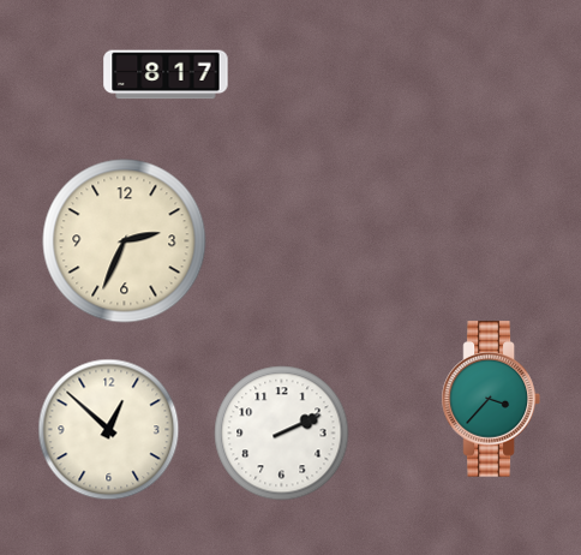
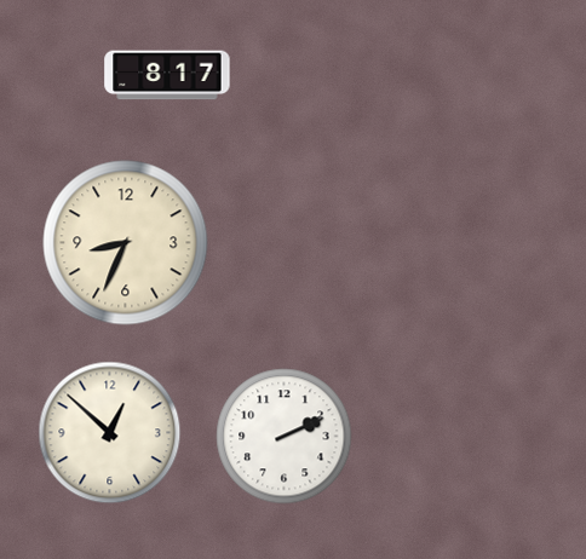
clock at (125, 241): 2:34 -> 8:34
clock at (491, 399): 3:37 -> none
